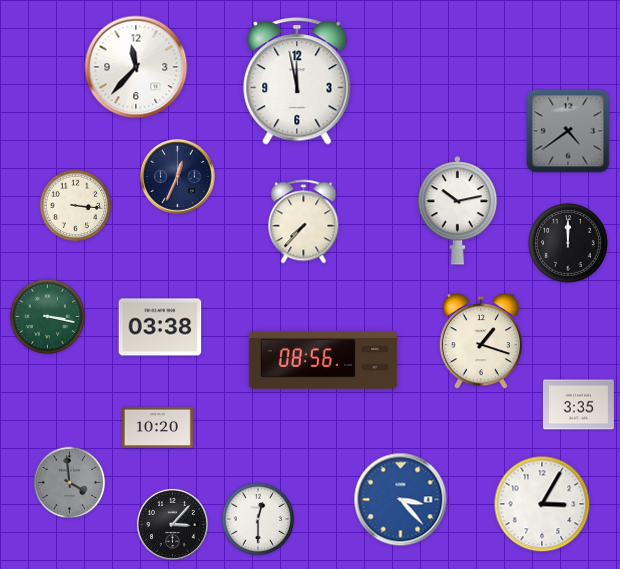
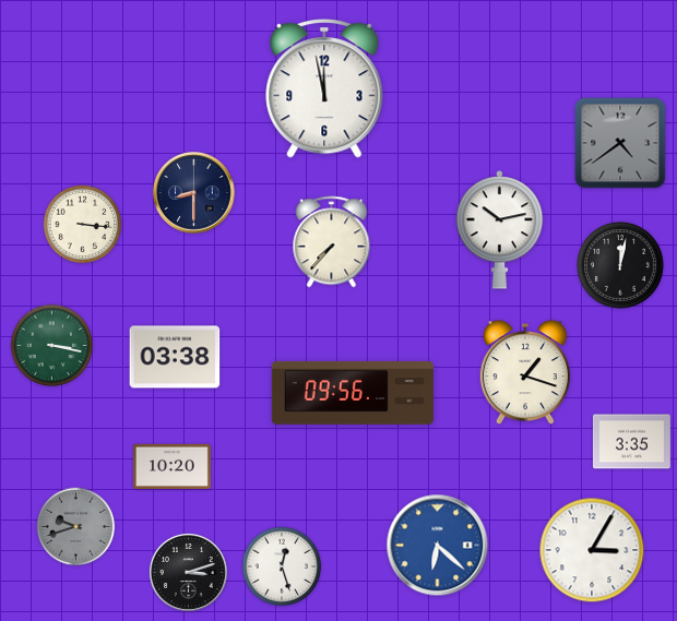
clock at (136, 67): 11:37 -> none
clock at (178, 177): 12:34 -> 8:30
clock at (569, 244): 12:00 -> 12:02
clock at (323, 360): 08:56 -> 09:56
clock at (70, 483): 3:59 -> 9:42
clock at (401, 500): 3:23 -> 6:22
clock at (258, 519): 12:30 -> 12:27
clock at (172, 524): 3:07 -> 3:12
